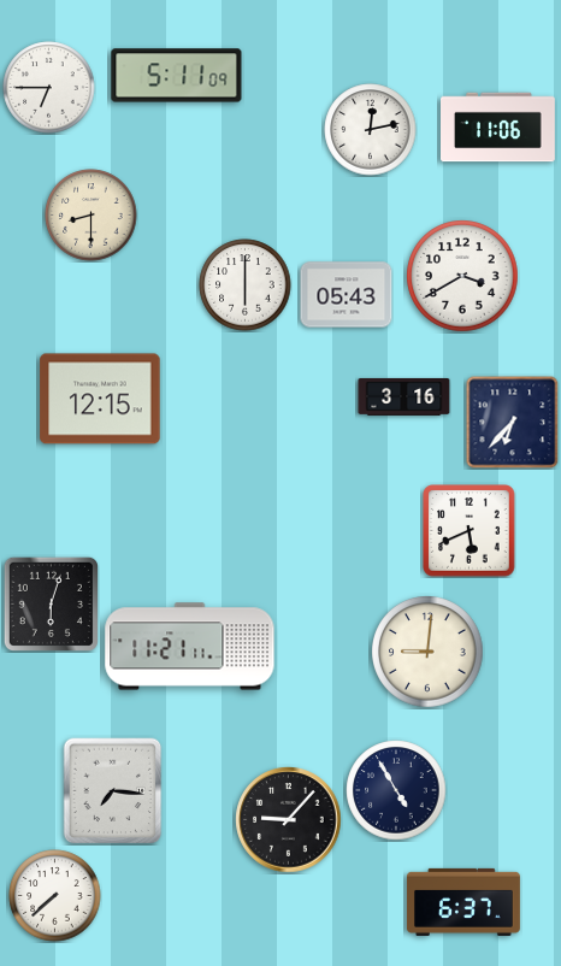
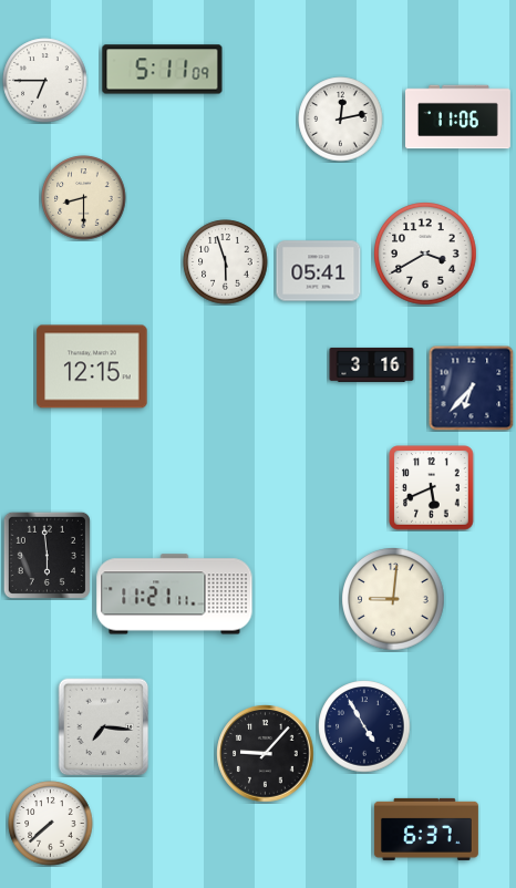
clock at (246, 285): 6:00 -> 5:57
clock at (347, 295): 05:43 -> 05:41
clock at (51, 603): 6:03 -> 5:59
